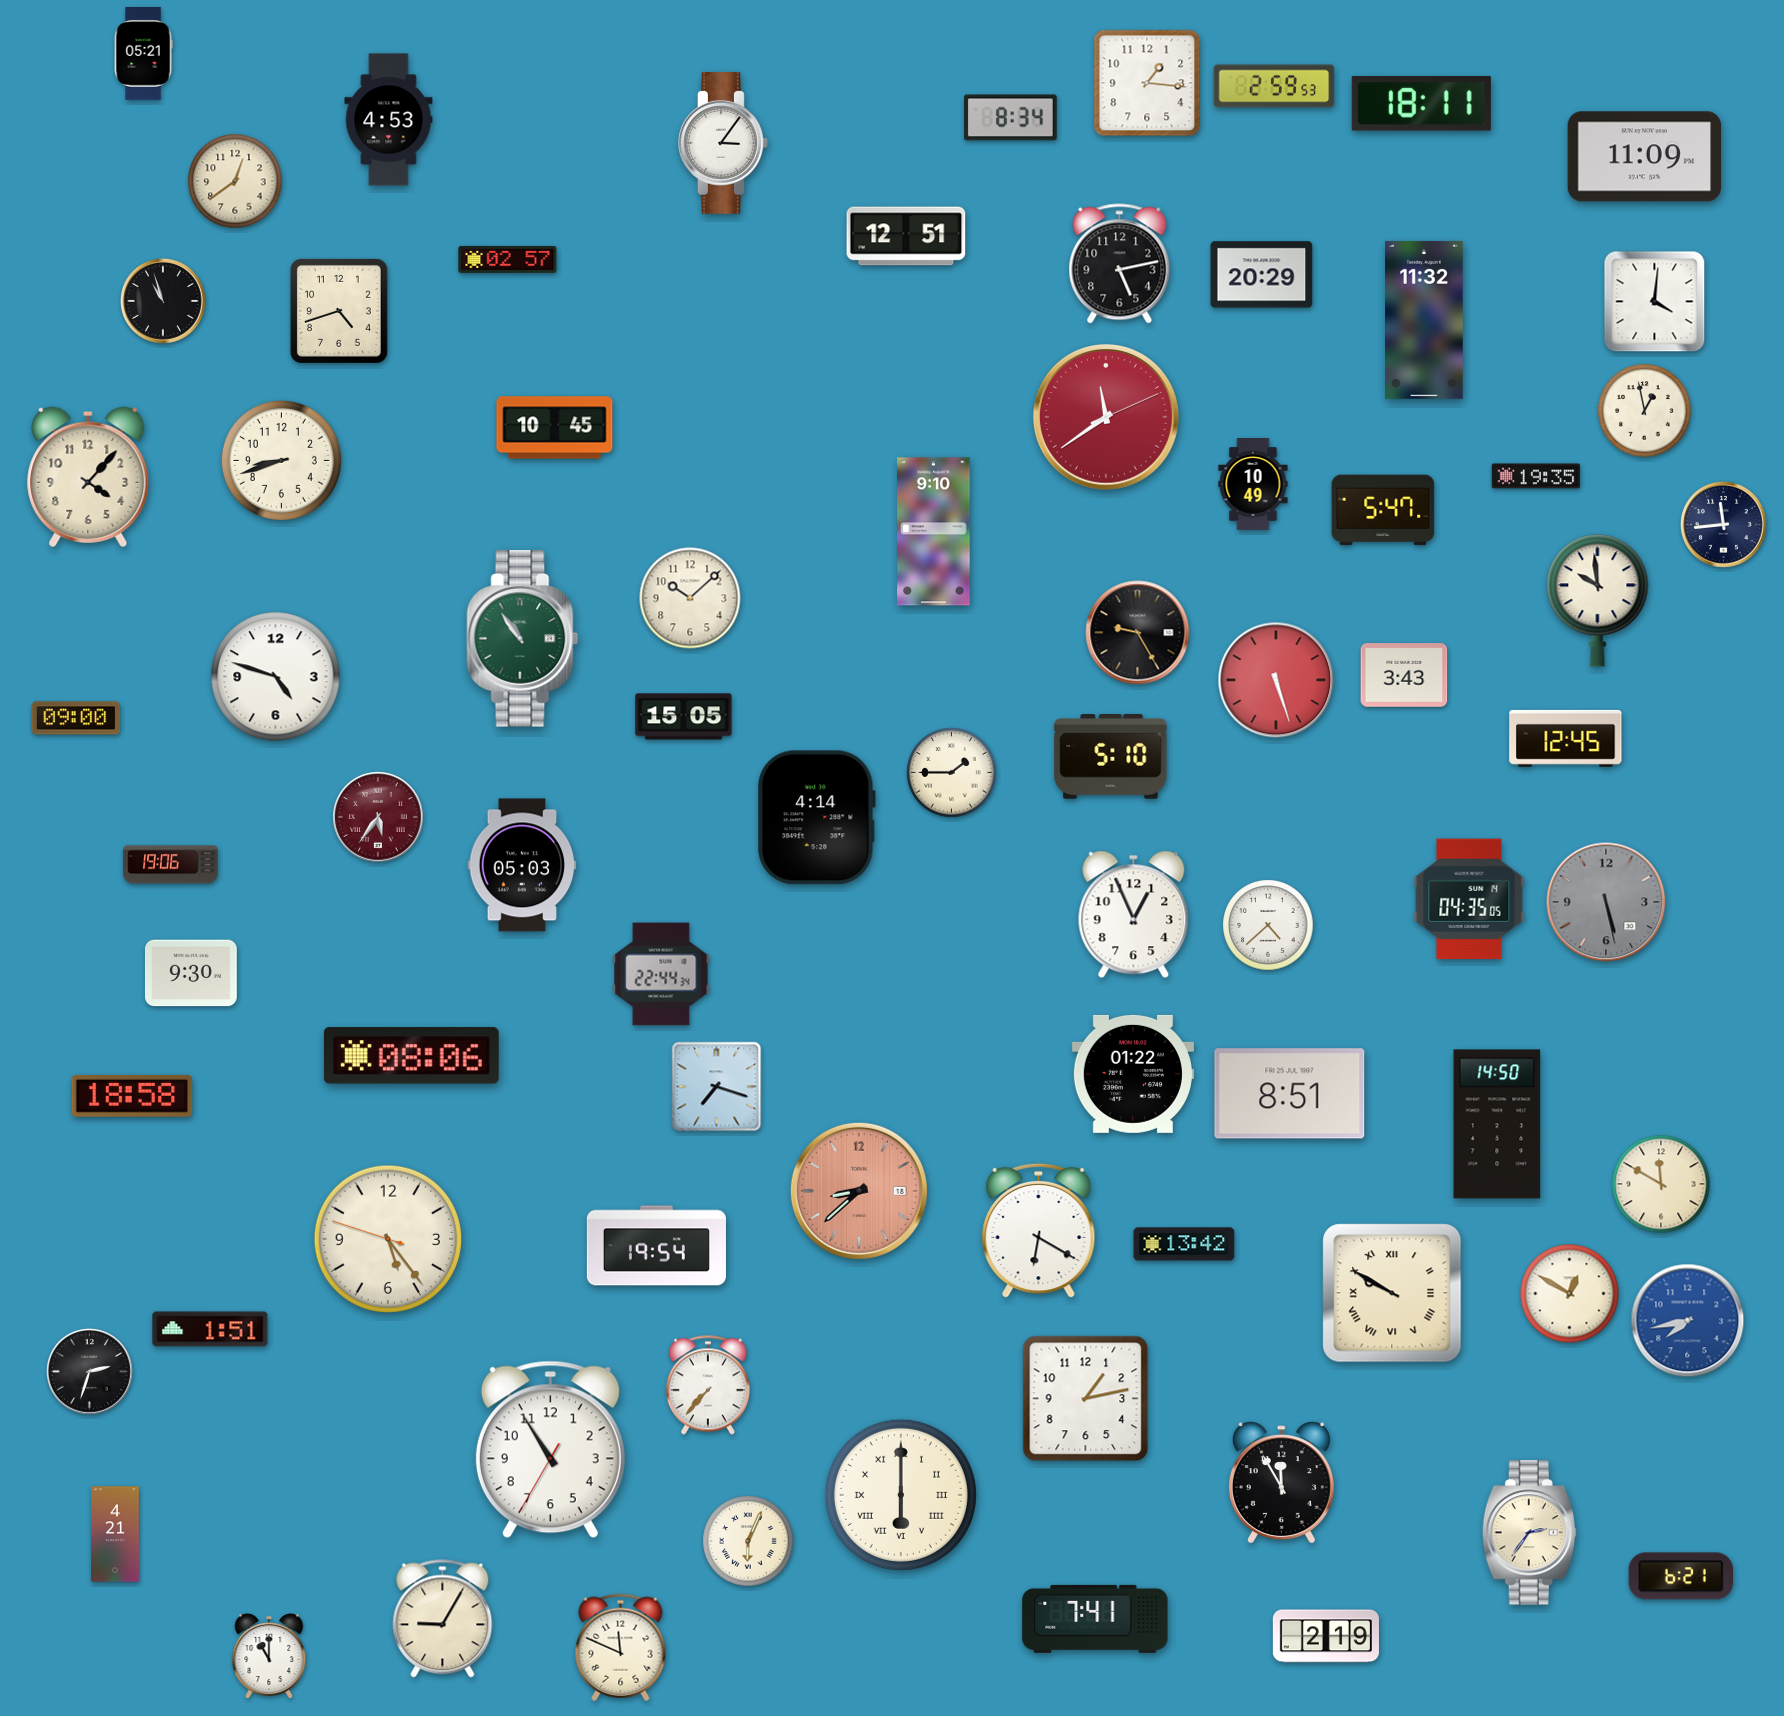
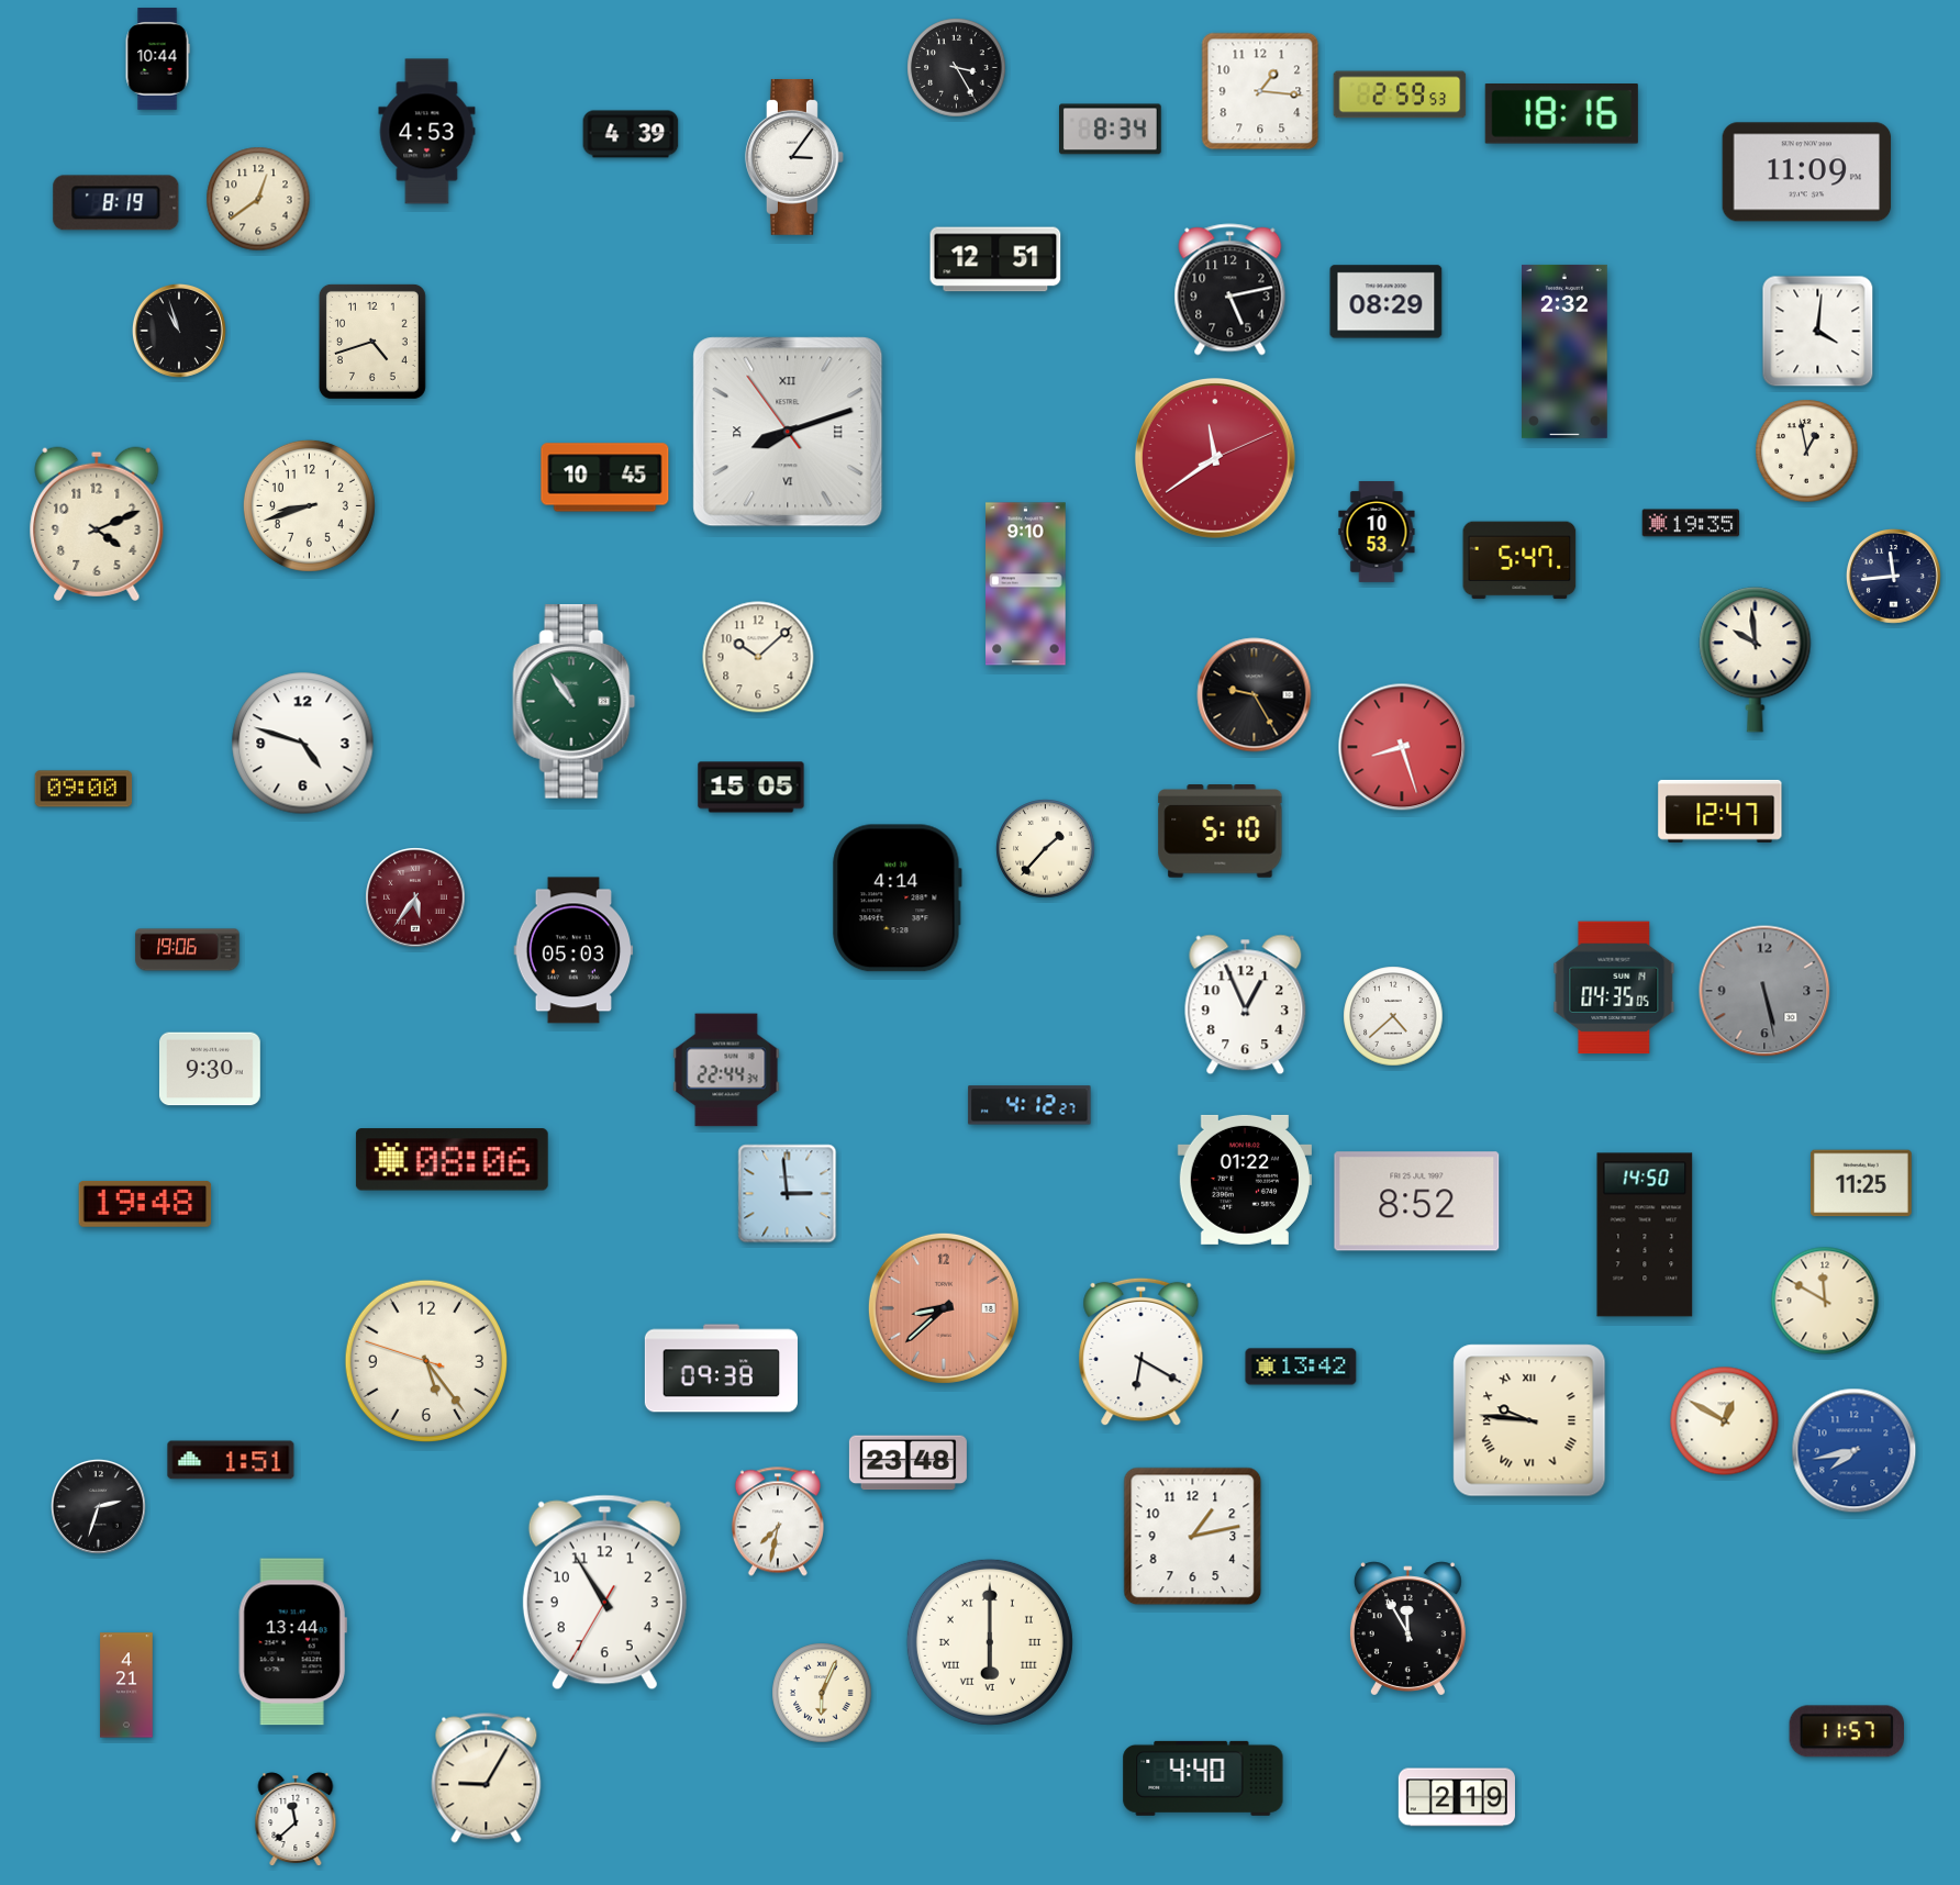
clock at (143, 54): 05:21 -> 10:44
clock at (957, 68): none -> 3:25
clock at (1421, 104): 18:11 -> 18:16
clock at (631, 134): none -> 4:39
clock at (116, 203): none -> 8:19
clock at (508, 259): 02:57 -> none
clock at (1262, 275): 20:29 -> 08:29
clock at (1425, 320): 11:32 -> 2:32
clock at (788, 432): none -> 8:11
clock at (555, 428) position: (555, 428) -> (605, 478)
clock at (1536, 476) position: (1536, 476) -> (1691, 523)
clock at (88, 477): 4:07 -> 4:11
clock at (1253, 485): 10:49 -> 10:53
clock at (1138, 633) position: (1138, 633) -> (1255, 695)
clock at (1404, 675): 3:43 -> none
clock at (1276, 680): 5:27 -> 8:27
clock at (1566, 738): 12:45 -> 12:47
clock at (952, 773): 1:45 -> 1:37
clock at (1029, 1105): none -> 4:12
clock at (1861, 1183): none -> 11:25
clock at (717, 1087): 7:18 -> 2:59
clock at (1290, 1094): 8:51 -> 8:52
clock at (132, 1096): 18:58 -> 19:48
clock at (656, 1246): 19:54 -> 09:38
clock at (1392, 1293): 9:50 -> 9:46
clock at (907, 1463): none -> 23:48
clock at (708, 1385): 7:37 -> 7:32
clock at (292, 1642): none -> 13:44
clock at (1529, 1533): 2:36 -> none
clock at (1680, 1576): 6:21 -> 11:57
clock at (1095, 1619): 7:41 -> 4:40
clock at (621, 1648): 11:49 -> none
clock at (269, 1656): 11:00 -> 11:38
